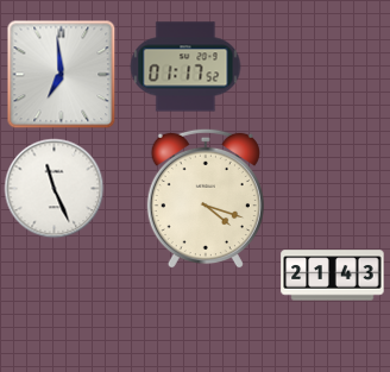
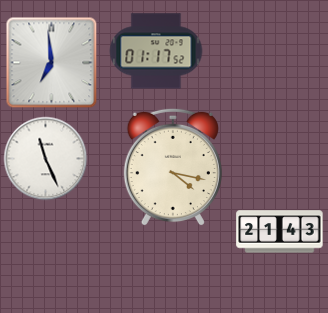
clock at (185, 67) position: (185, 67) -> (156, 51)
clock at (206, 198): 4:18 -> 4:17
